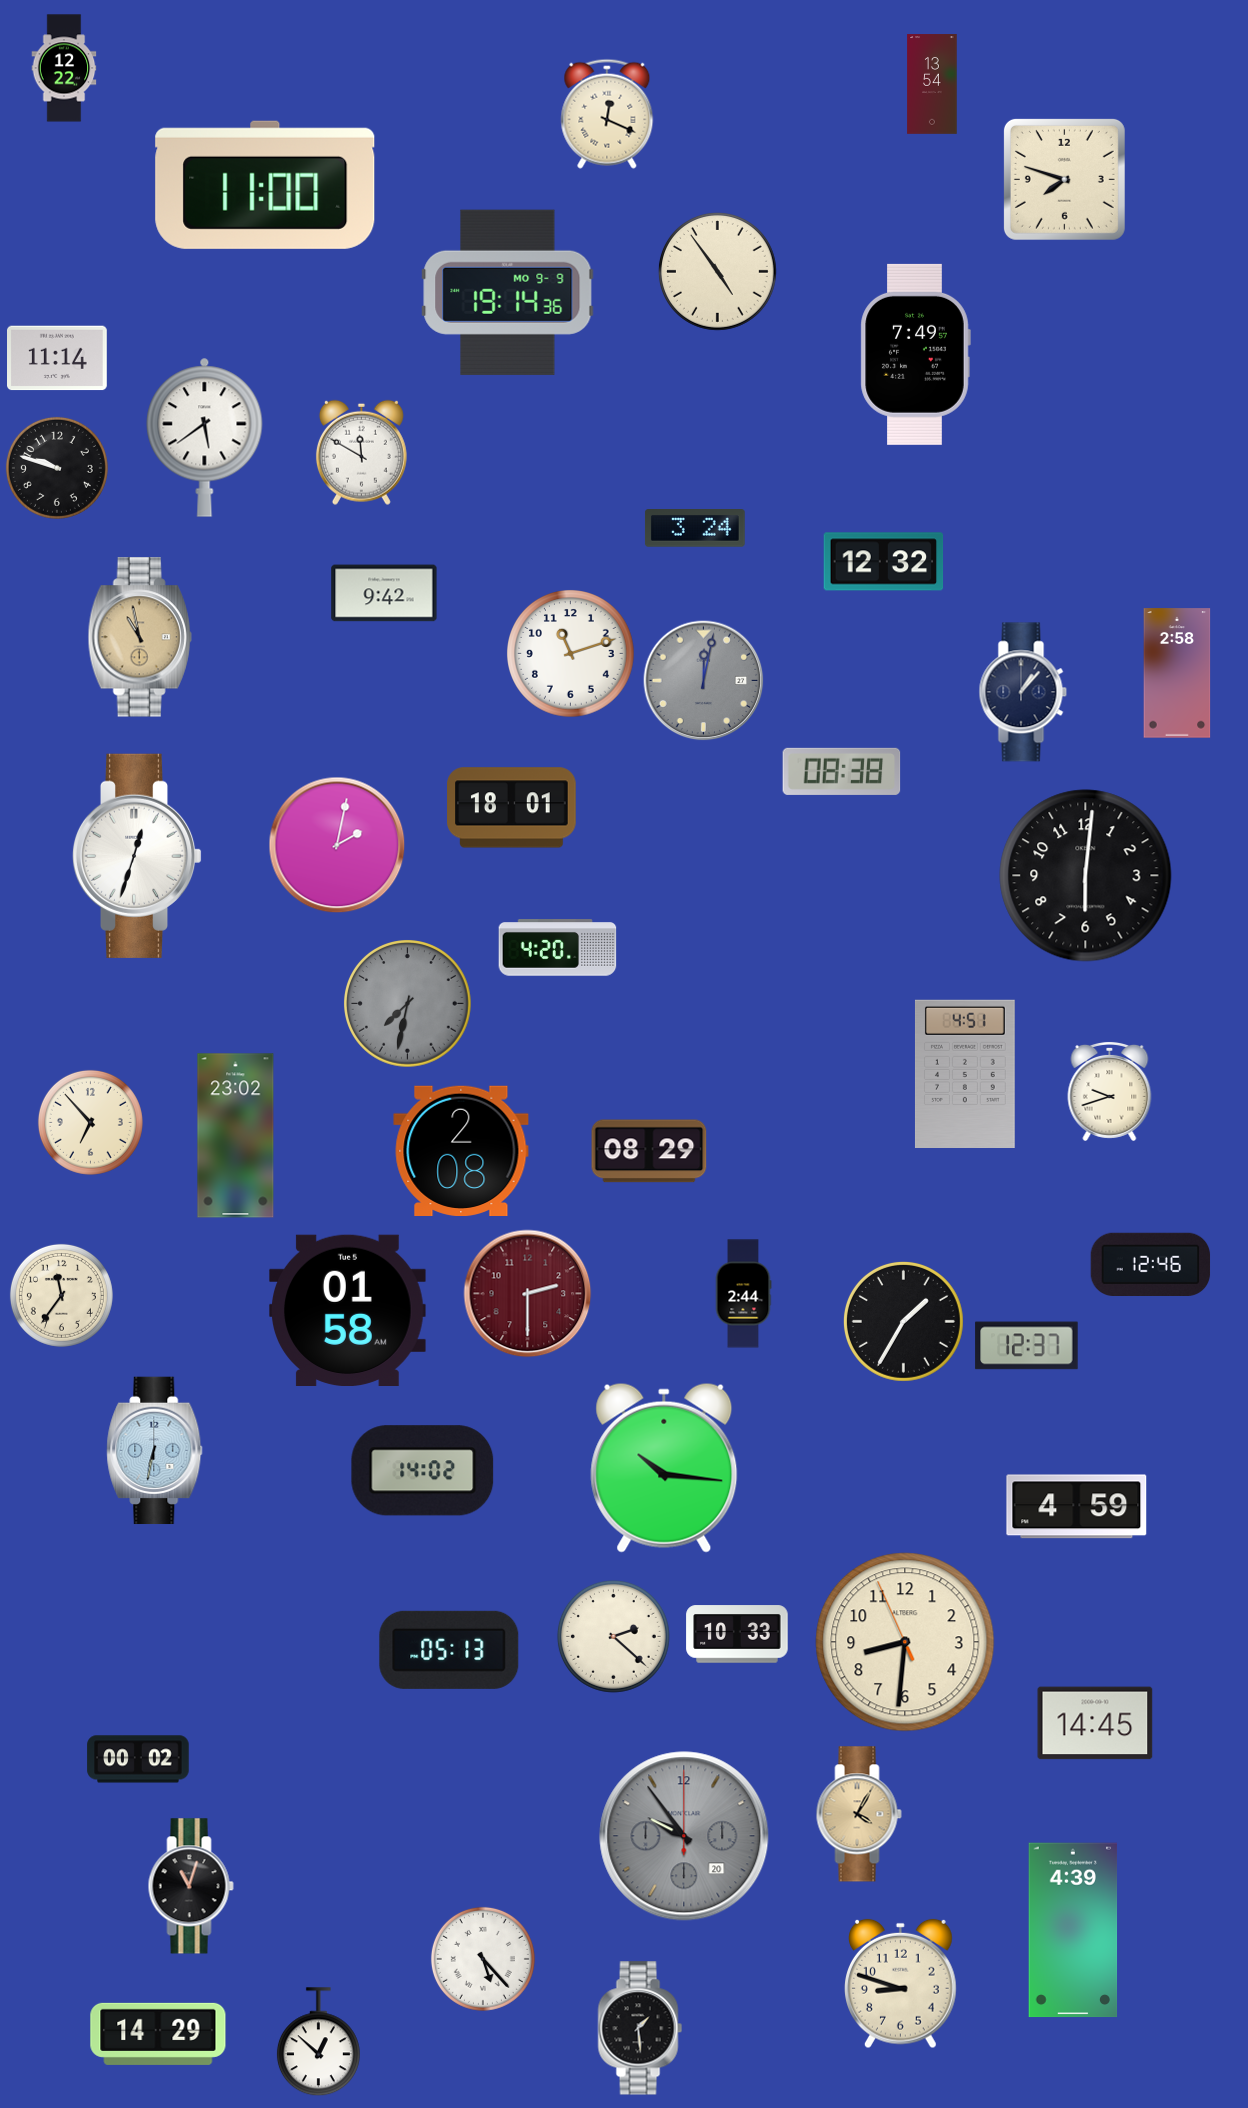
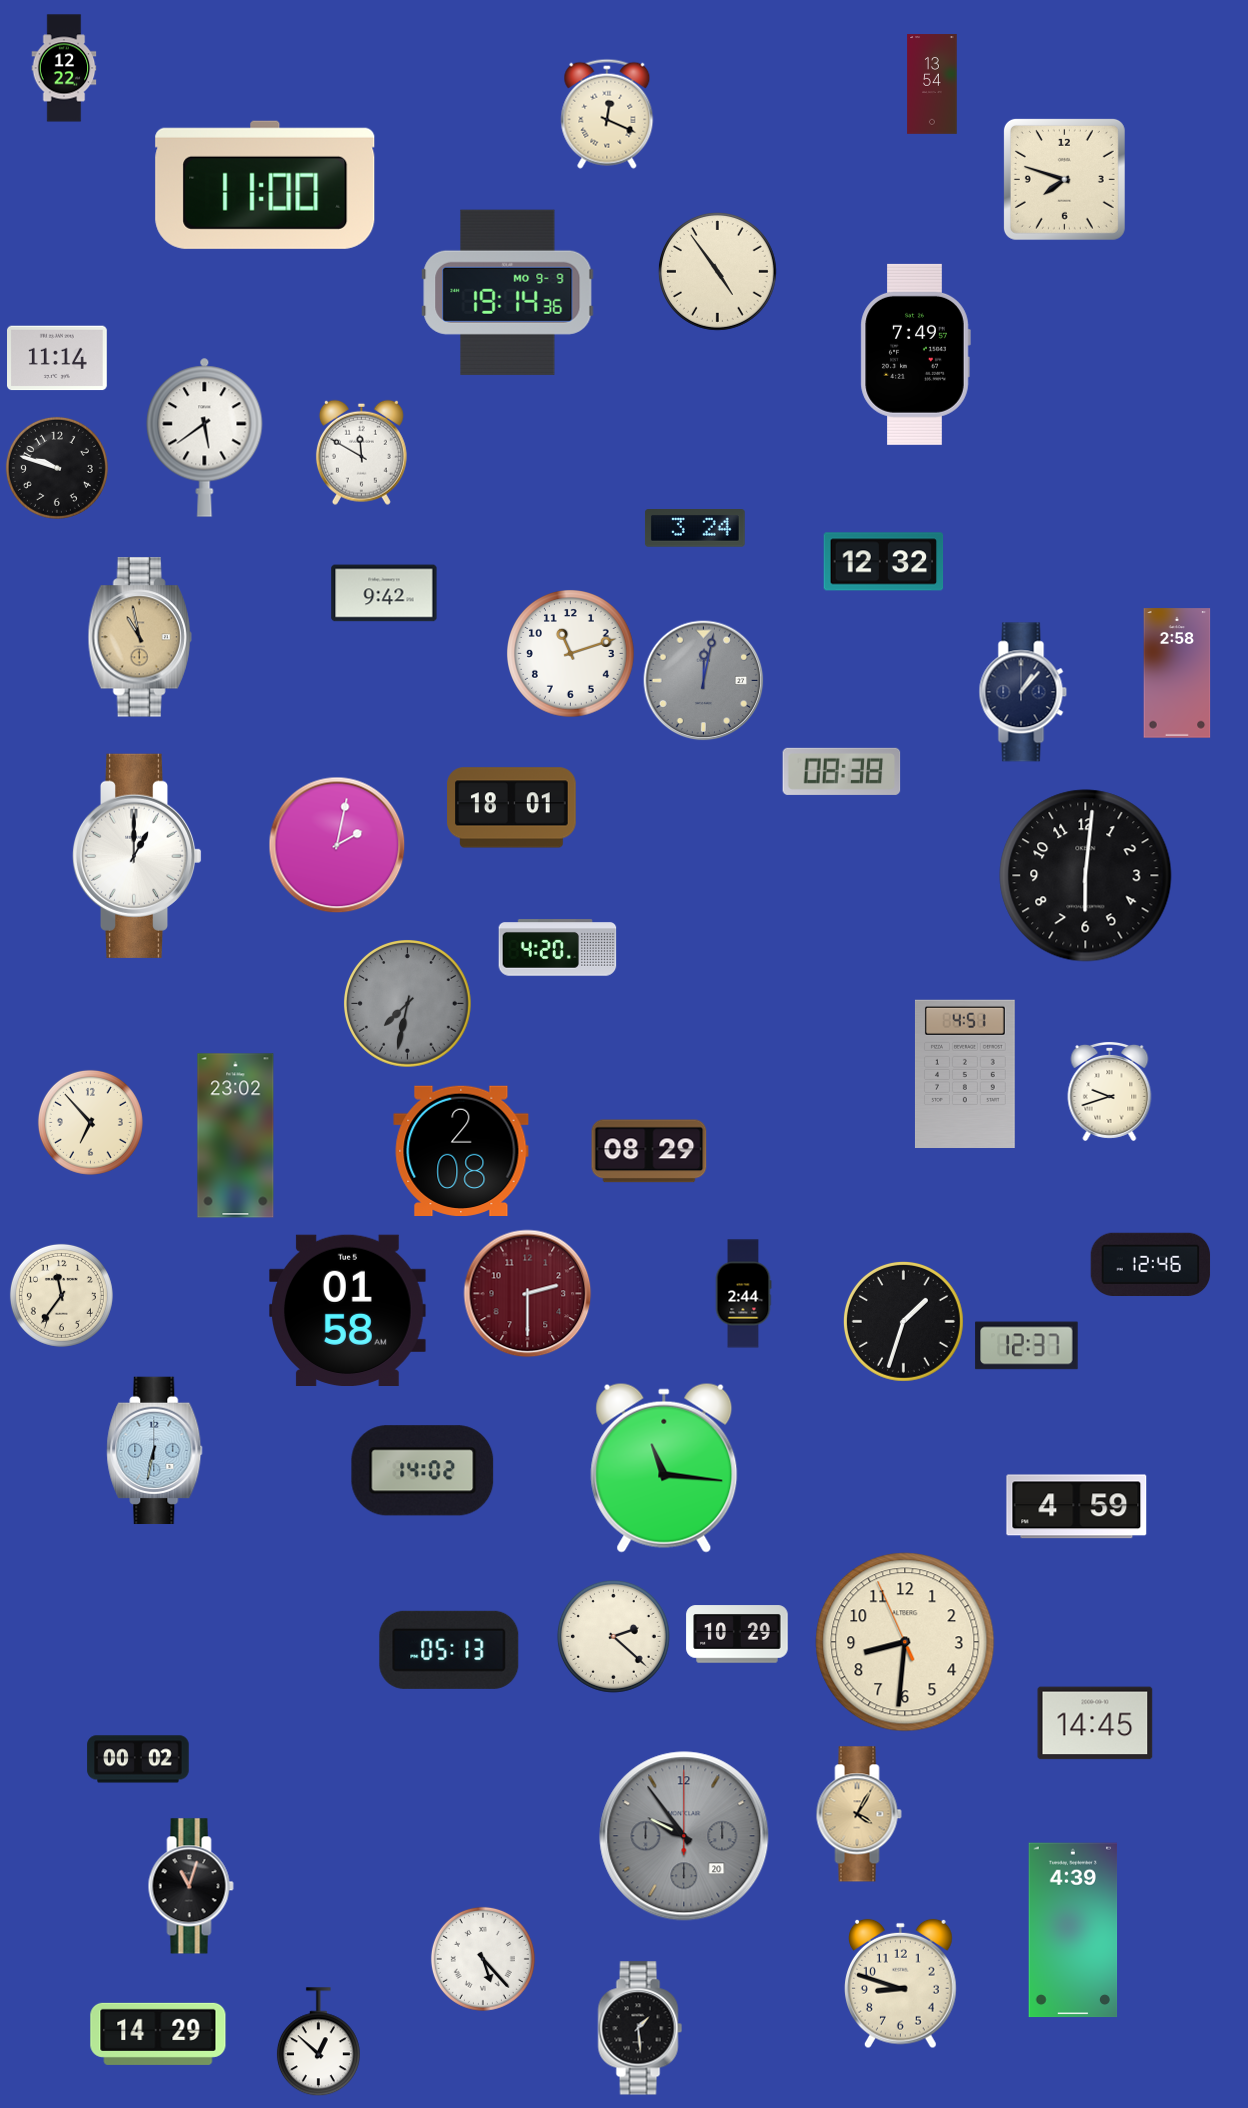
clock at (137, 856): 12:33 -> 1:00
clock at (903, 1321): 1:35 -> 1:33
clock at (664, 1468): 10:16 -> 11:16
clock at (737, 1634): 10:33 -> 10:29
